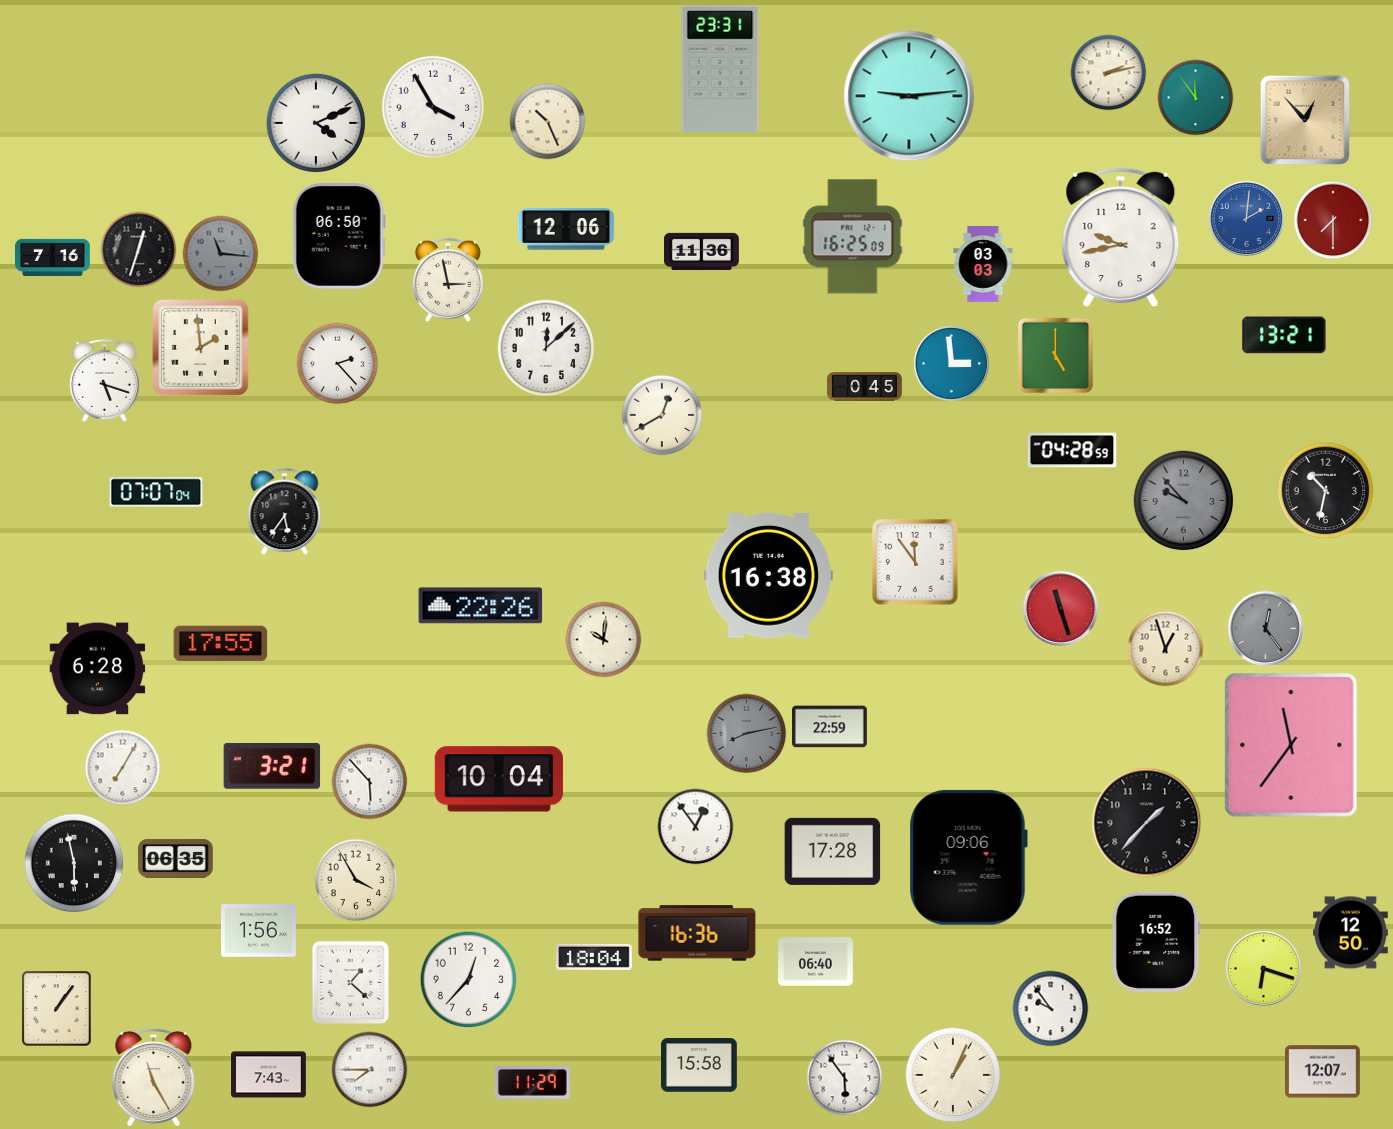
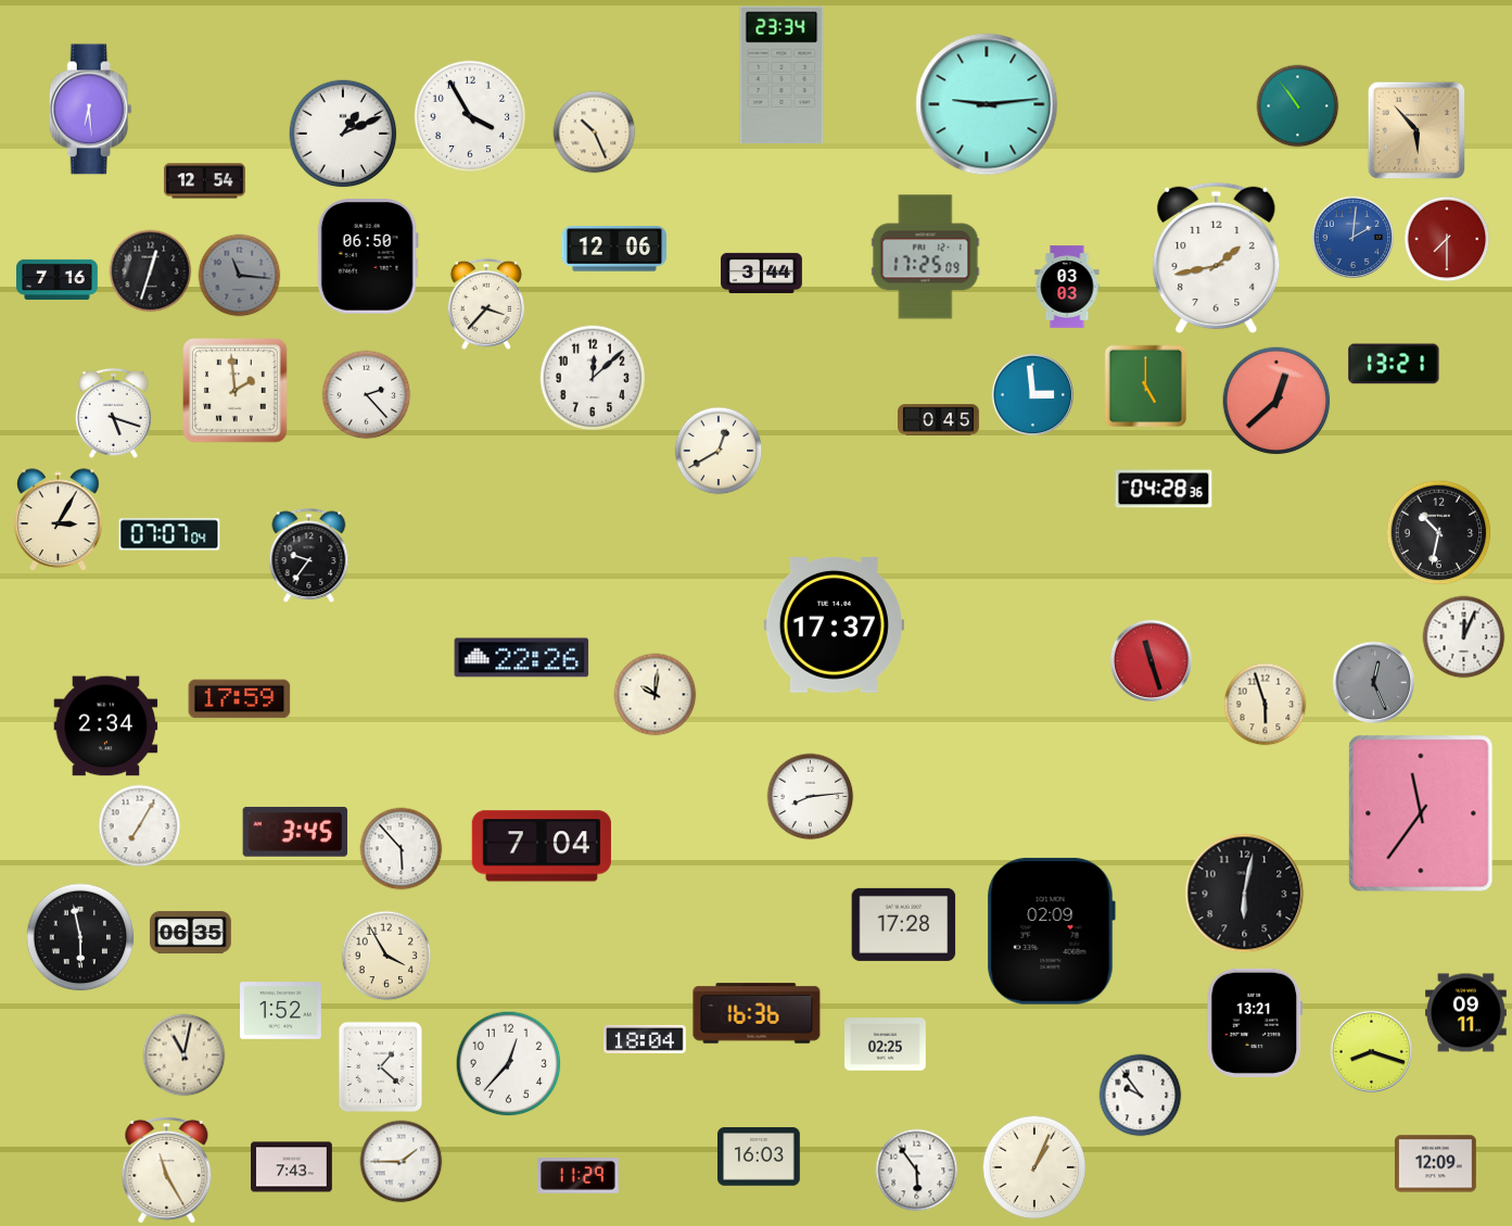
clock at (720, 69): 23:31 -> 23:34
clock at (1109, 73): 2:13 -> none
clock at (1196, 98): 11:54 -> 10:54
clock at (90, 110): none -> 6:29
clock at (1305, 120): 12:53 -> 5:53
clock at (316, 123): 4:11 -> 1:11
clock at (205, 181): none -> 12:54
clock at (853, 237): 16:25 -> 17:25
clock at (1121, 238): 9:43 -> 1:43
clock at (702, 251): 11:36 -> 3:44
clock at (448, 280): 2:58 -> 3:37
clock at (201, 348) position: (201, 348) -> (236, 391)
clock at (1276, 401): none -> 12:38
clock at (1072, 450): 04:28:59 -> 04:28:36
clock at (59, 520): none -> 3:05
clock at (1184, 501): 9:53 -> none
clock at (285, 512): 5:36 -> 9:36
clock at (915, 562): 11:54 -> none
clock at (768, 576): 16:38 -> 17:37
clock at (1464, 637): none -> 12:04
clock at (1265, 628): 12:24 -> 12:26
clock at (221, 644): 17:55 -> 17:59
clock at (1166, 649): 12:57 -> 5:57
clock at (98, 669): 6:28 -> 2:34
clock at (830, 727): 22:59 -> none
clock at (747, 734): 8:13 -> 8:14
clock at (747, 734) dial: grey -> white
clock at (1291, 745) position: (1291, 745) -> (1421, 813)
clock at (272, 766): 3:21 -> 3:45
clock at (123, 768) position: (123, 768) -> (140, 826)
clock at (499, 779): 10:04 -> 7:04
clock at (1147, 823): 1:37 -> 6:02
clock at (696, 827): 12:54 -> none
clock at (968, 857): 09:06 -> 02:09
clock at (259, 931): 1:56 -> 1:52
clock at (1351, 933): 12:50 -> 09:11
clock at (1156, 942): 16:52 -> 13:21
clock at (816, 962): 06:40 -> 02:25
clock at (1263, 968): 6:18 -> 8:18
clock at (185, 1056): none -> 11:02
clock at (57, 1009): 1:06 -> none
clock at (700, 1065): 15:58 -> 16:03
clock at (370, 1070): 7:45 -> 1:45
clock at (1323, 1072): 12:07 -> 12:09
